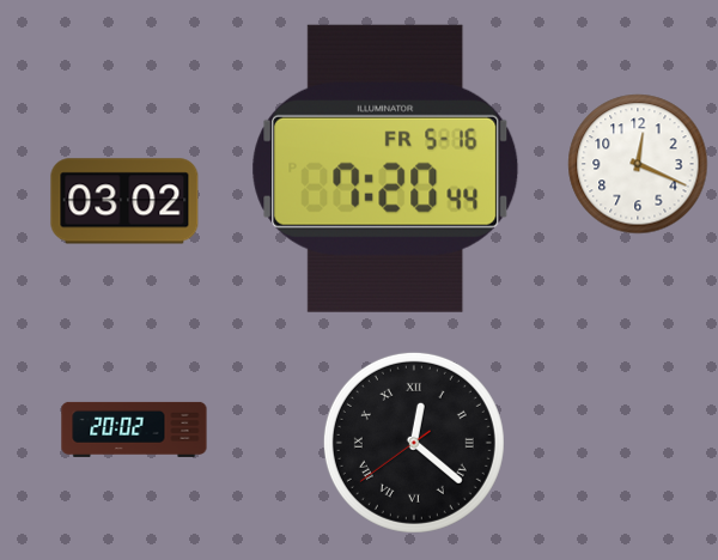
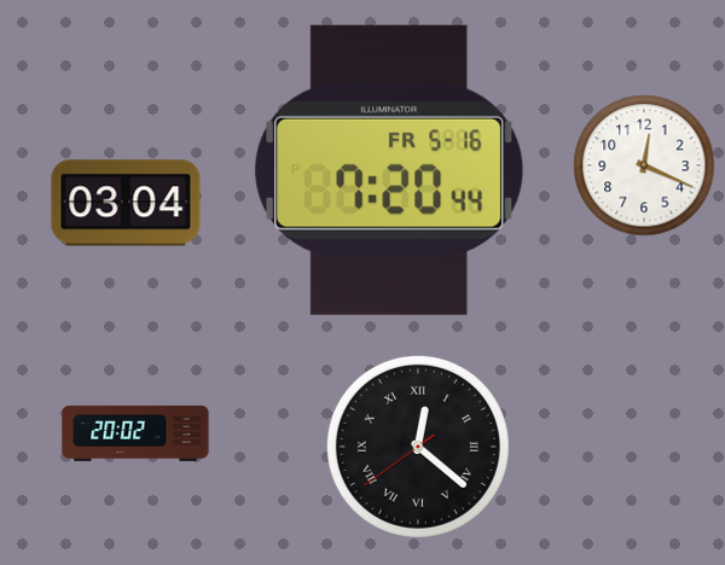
clock at (124, 201): 03:02 -> 03:04
